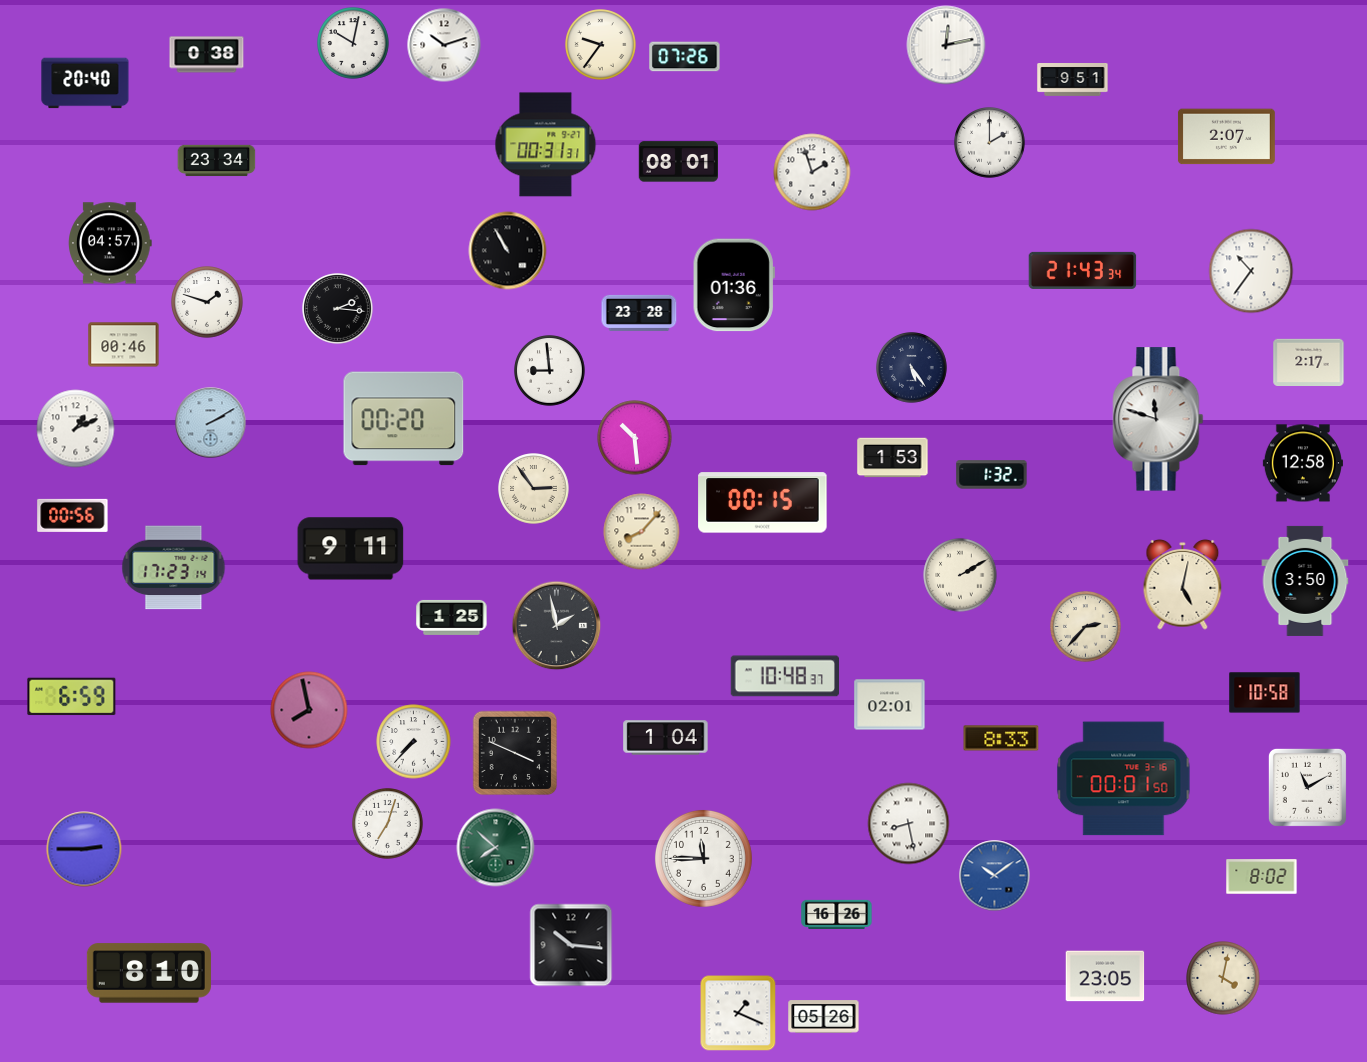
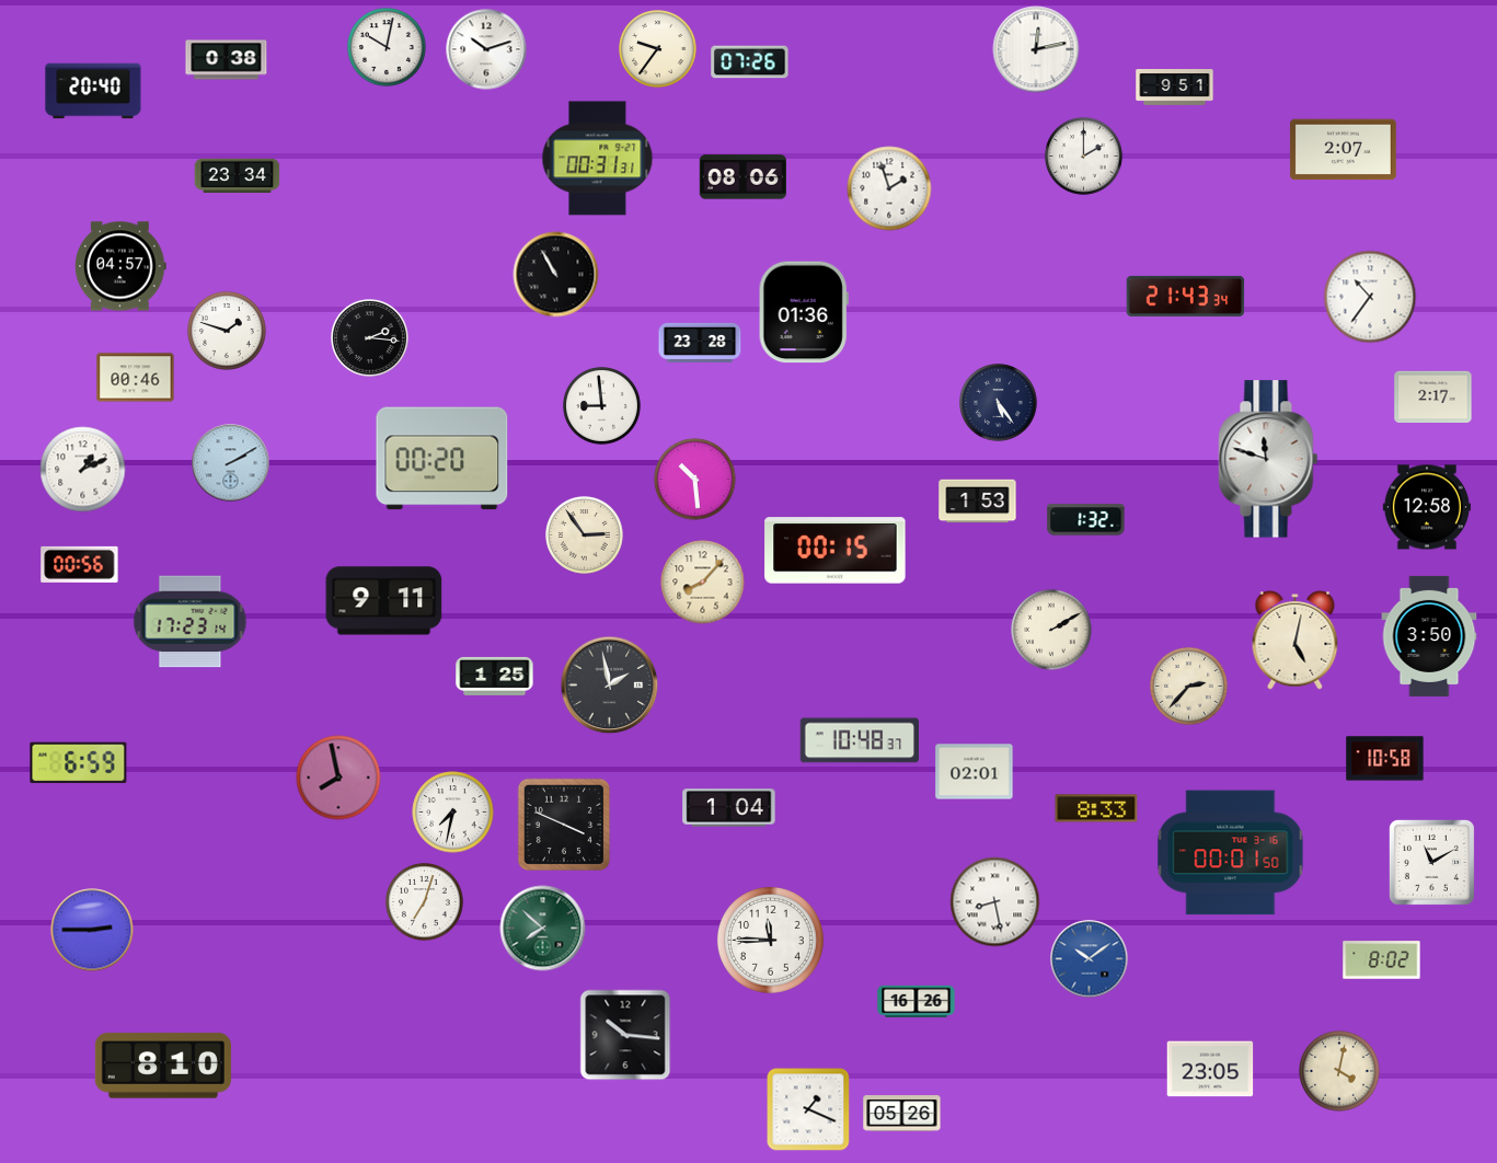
clock at (678, 162): 08:01 -> 08:06
clock at (414, 742): 7:37 -> 7:32
